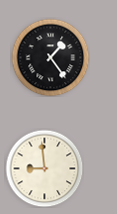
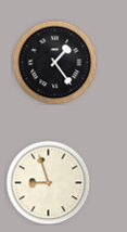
clock at (44, 168): 8:59 -> 8:57
